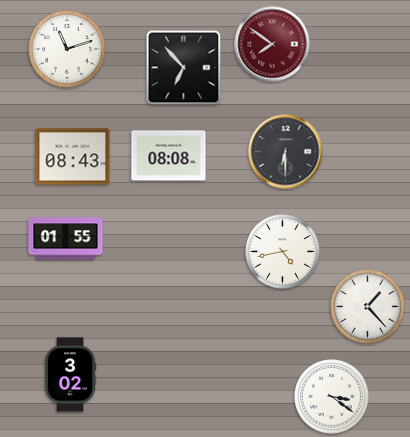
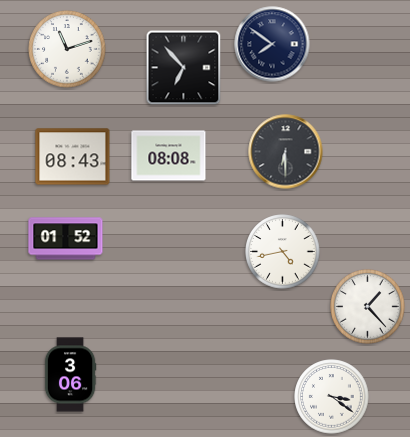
clock at (272, 44) dial: burgundy -> navy
clock at (66, 239): 01:55 -> 01:52
clock at (70, 375): 3:02 -> 3:06
